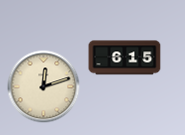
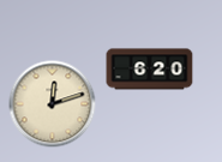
clock at (125, 58): 6:15 -> 6:20
